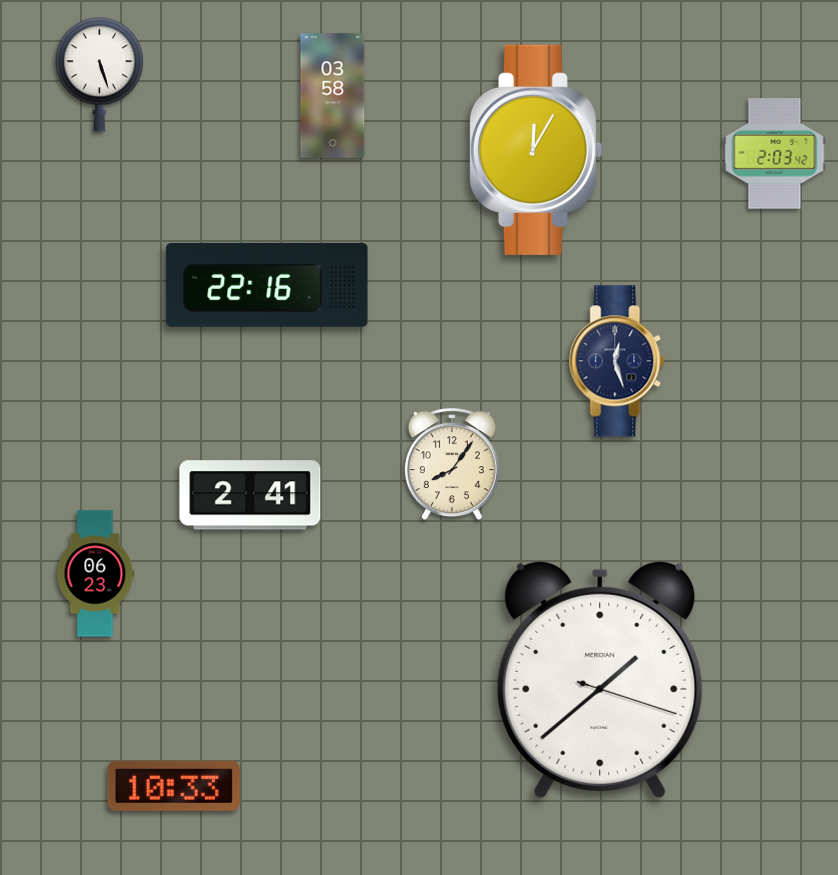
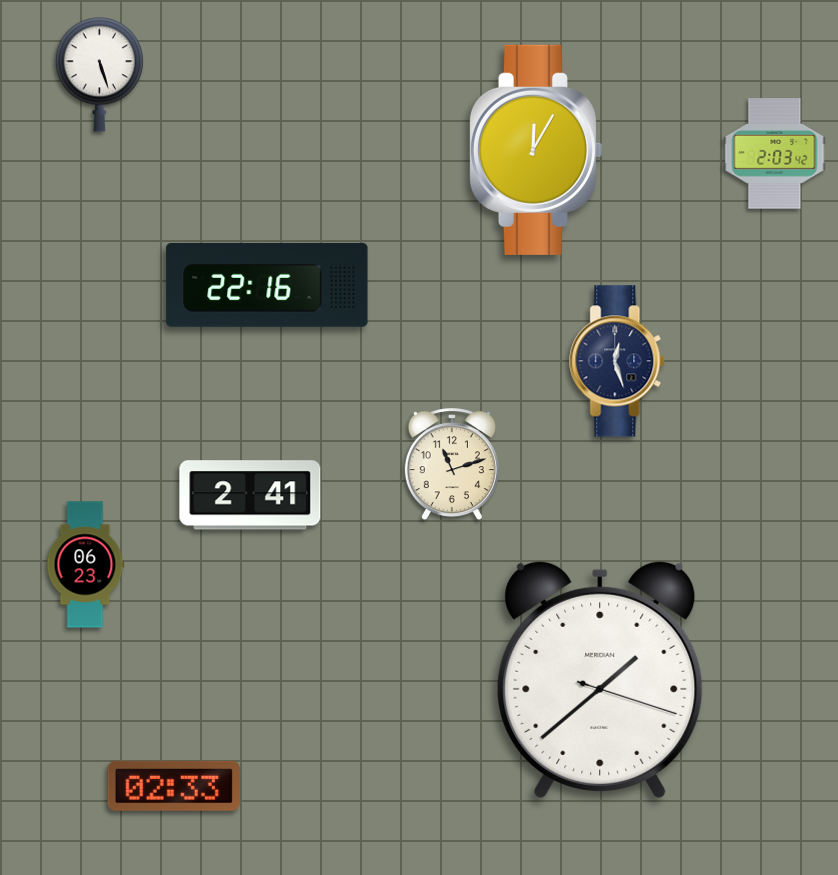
clock at (333, 96): 03:58 -> none
clock at (452, 465): 8:06 -> 11:12
clock at (95, 574) position: (95, 574) -> (85, 565)
clock at (174, 786): 10:33 -> 02:33
